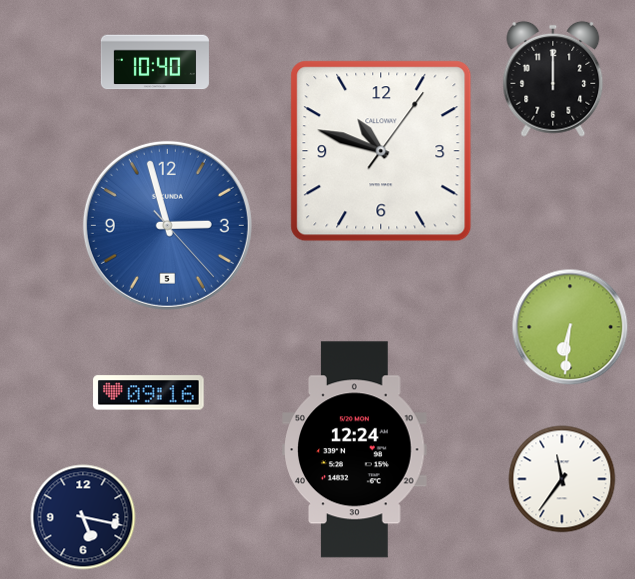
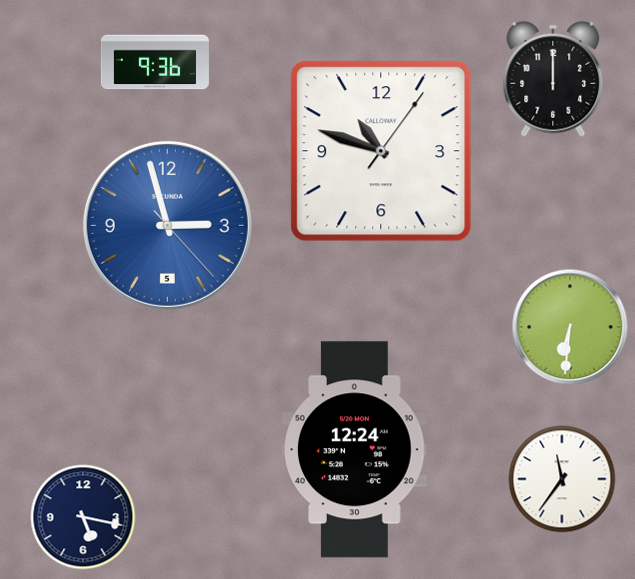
clock at (155, 62): 10:40 -> 9:36
clock at (149, 393): 09:16 -> none
